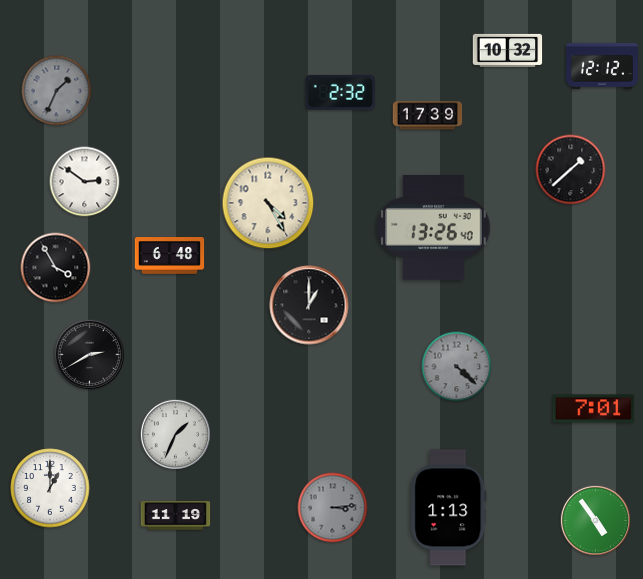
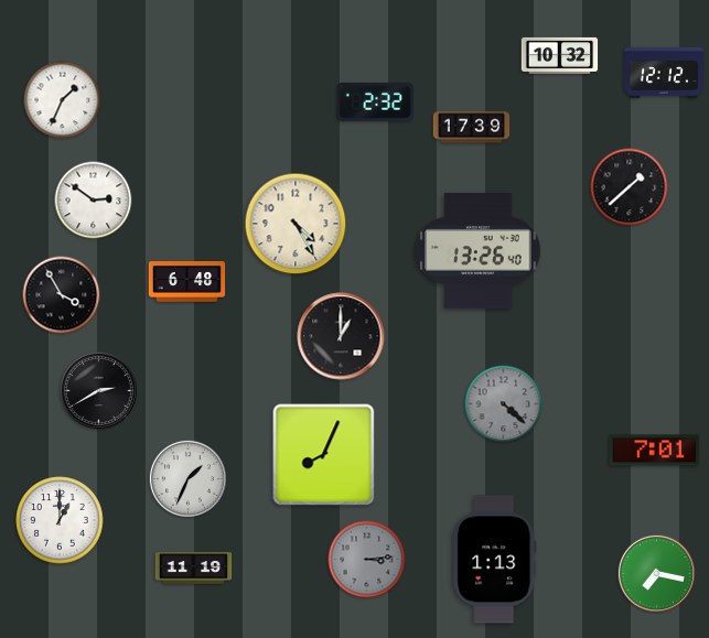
clock at (57, 91) dial: grey -> white
clock at (324, 455): none -> 8:04
clock at (175, 434) position: (175, 434) -> (187, 478)
clock at (50, 488) position: (50, 488) -> (60, 520)
clock at (595, 520): 4:54 -> 7:17
